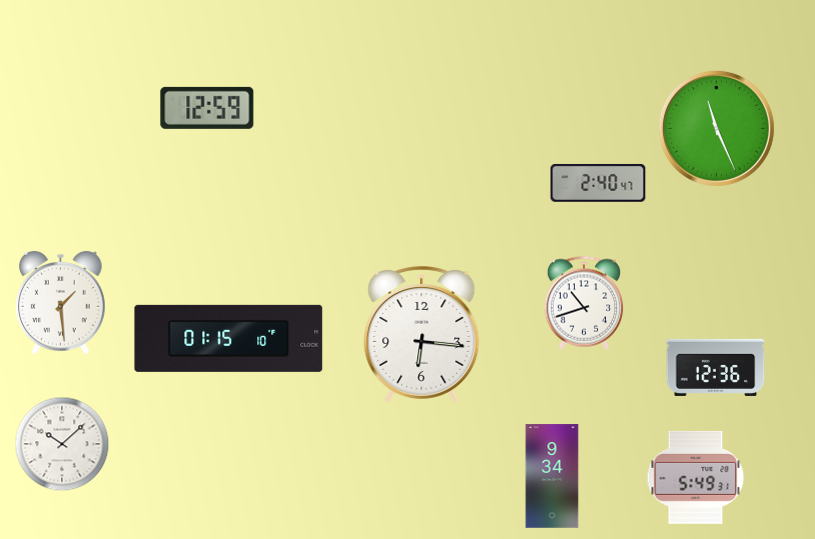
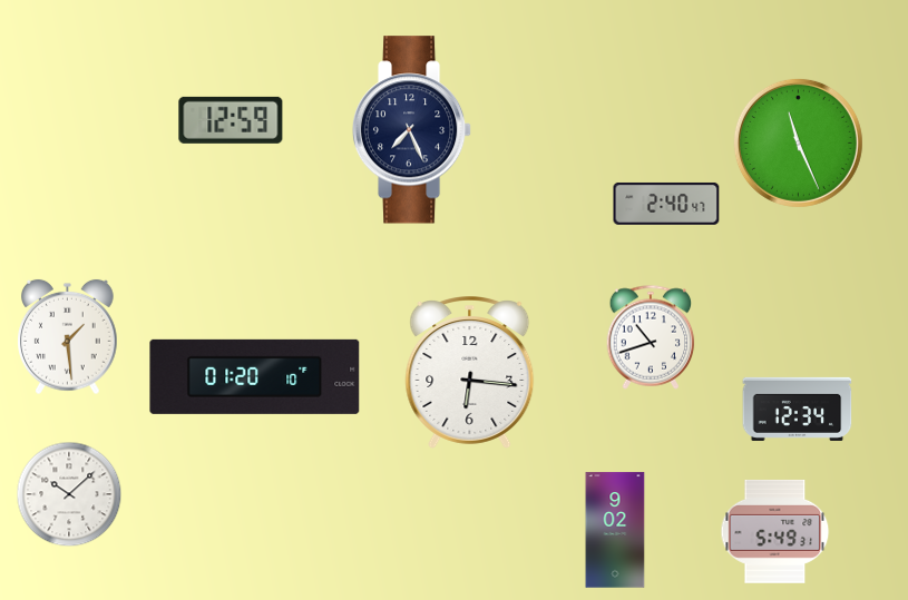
clock at (412, 130): none -> 7:26
clock at (229, 338): 01:15 -> 01:20
clock at (716, 367): 12:36 -> 12:34
clock at (552, 476): 9:34 -> 9:02
